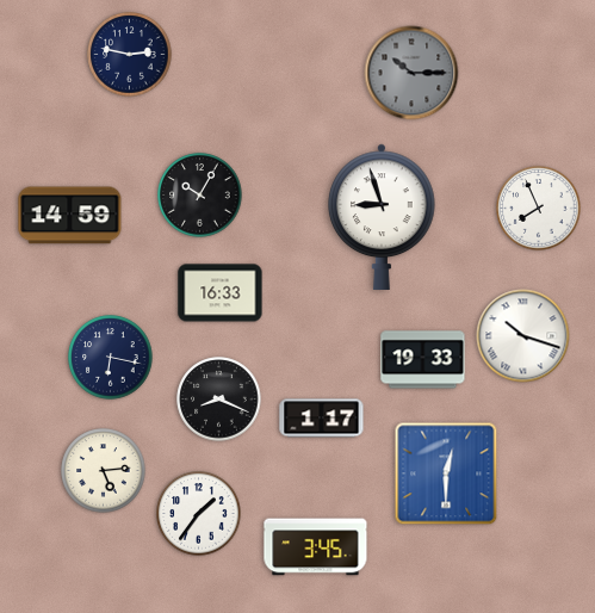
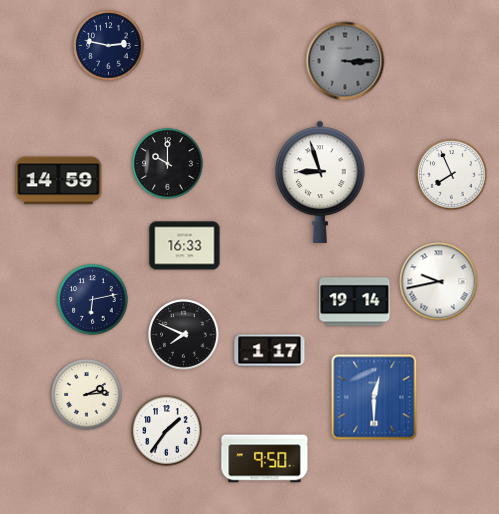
clock at (411, 73): 10:15 -> 3:15
clock at (200, 196): 10:05 -> 10:00
clock at (523, 336): 10:18 -> 9:43
clock at (111, 358): 6:17 -> 6:13
clock at (423, 360): 19:33 -> 19:14
clock at (219, 400): 8:19 -> 7:49
clock at (104, 471): 5:14 -> 2:14
clock at (316, 547): 3:45 -> 9:50
